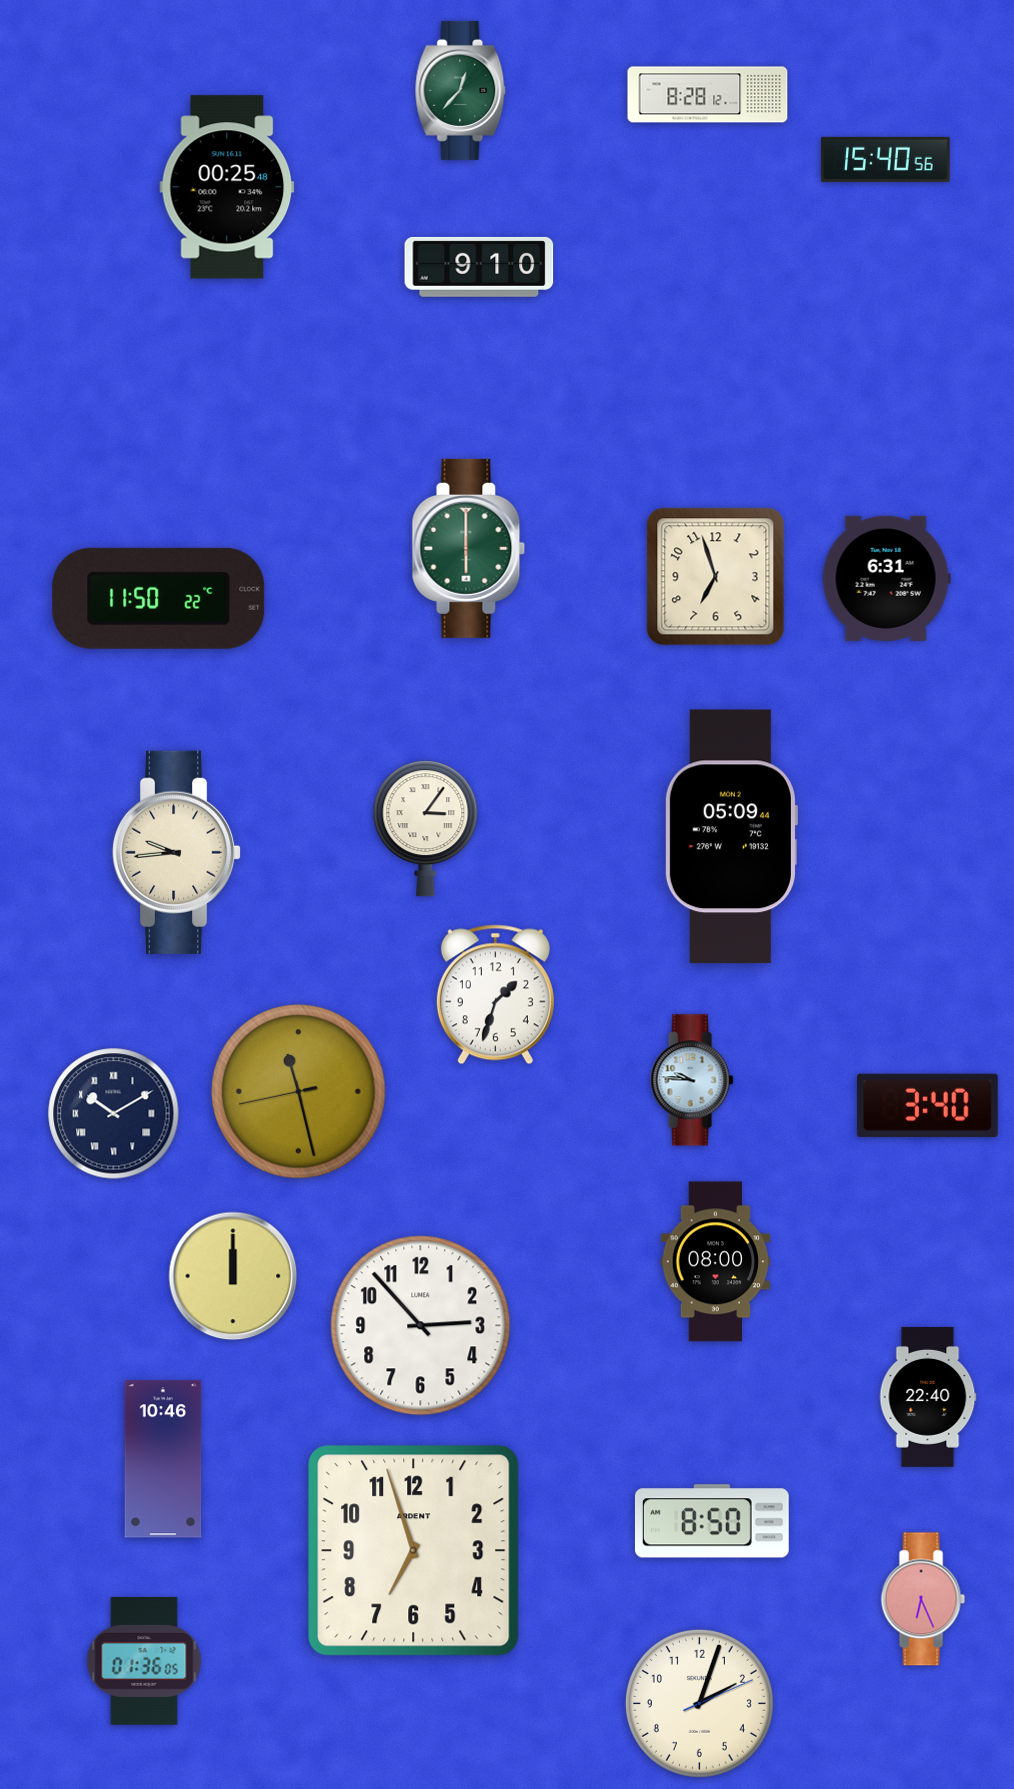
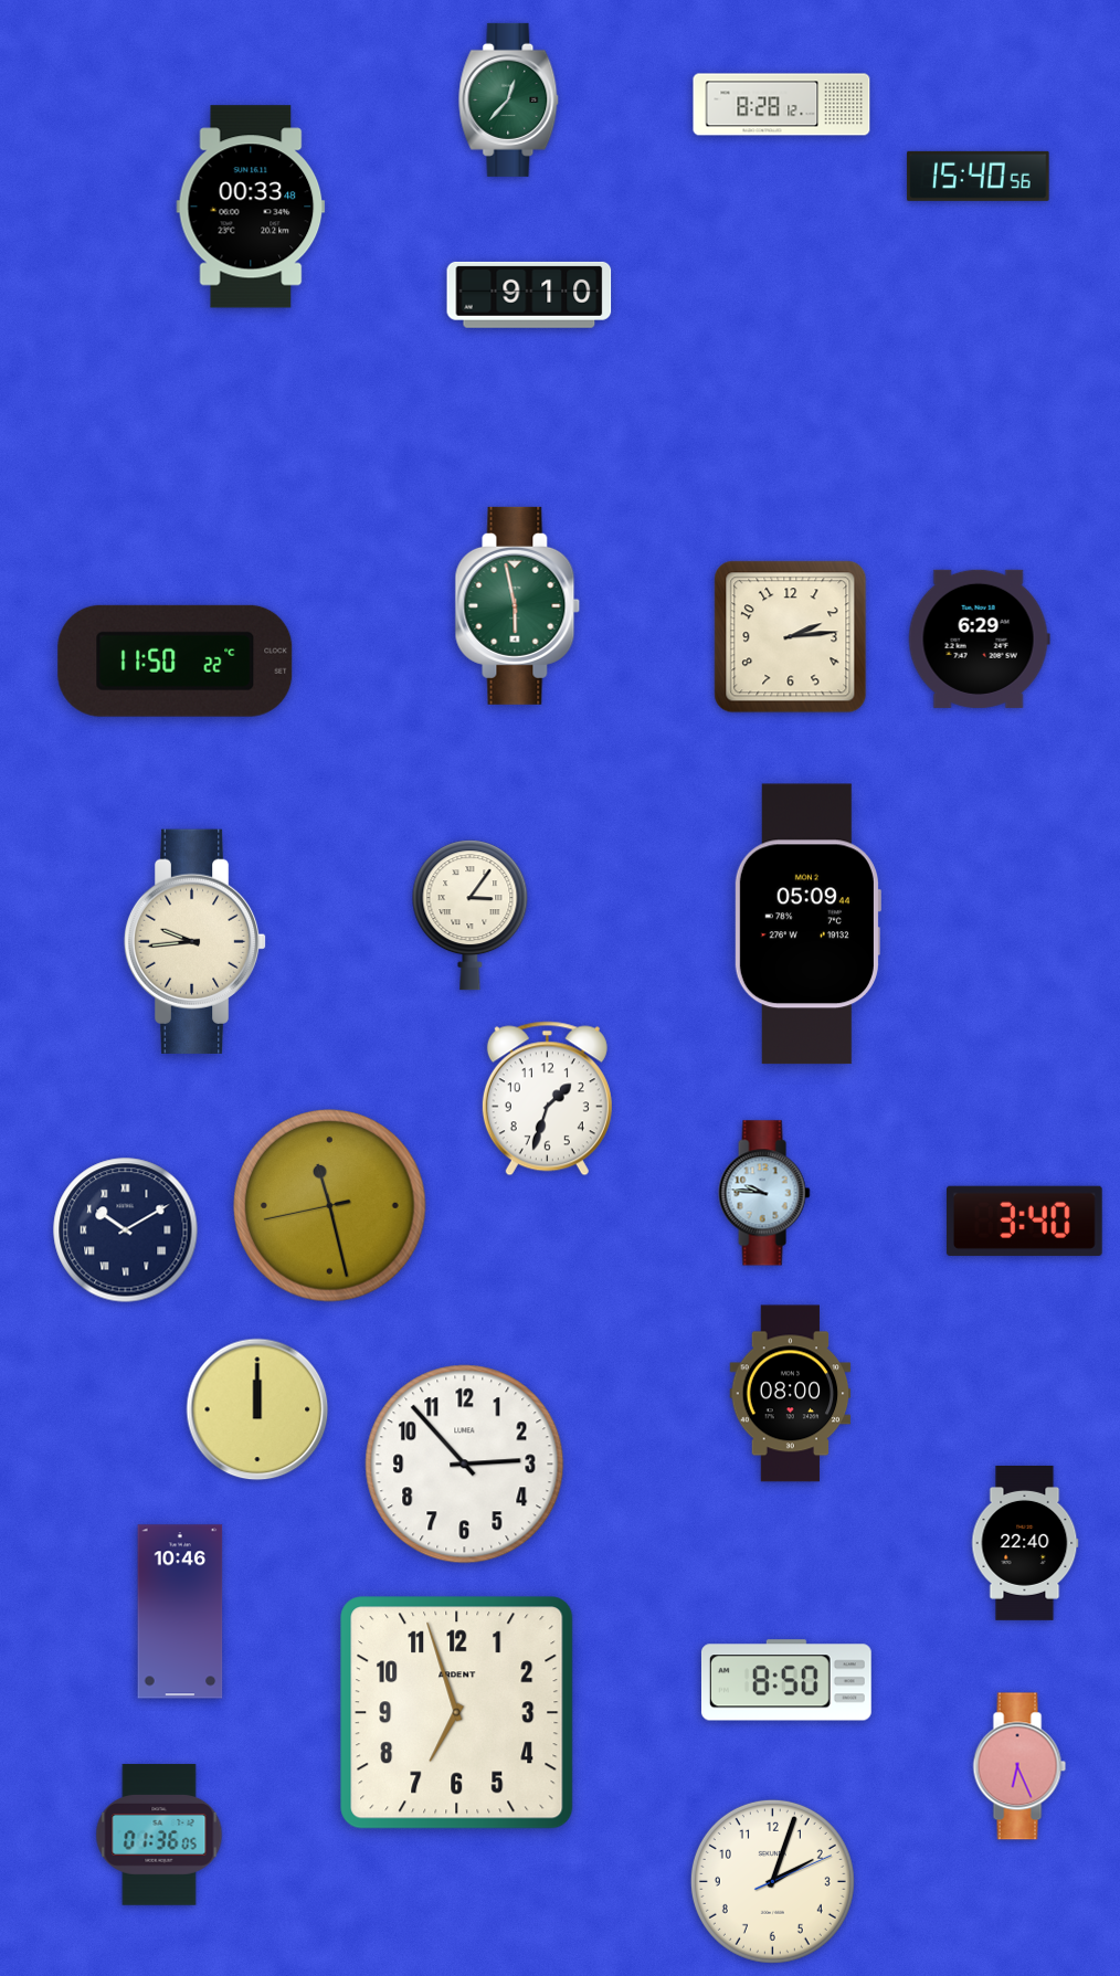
clock at (227, 187): 00:25 -> 00:33
clock at (469, 548): 6:00 -> 5:58
clock at (716, 577): 6:57 -> 2:14
clock at (886, 578): 6:31 -> 6:29
